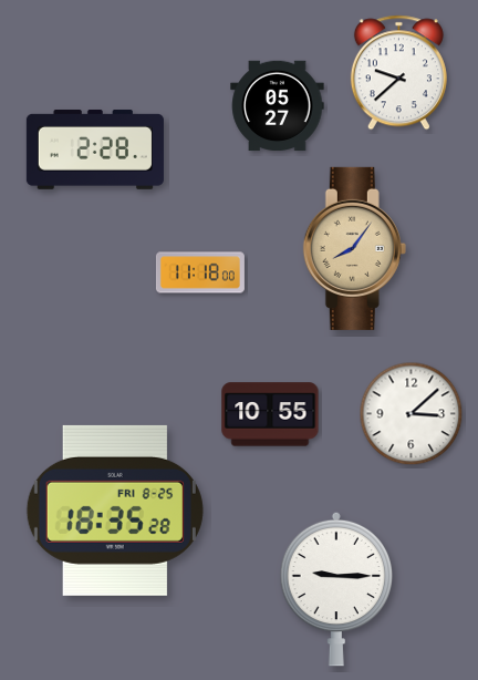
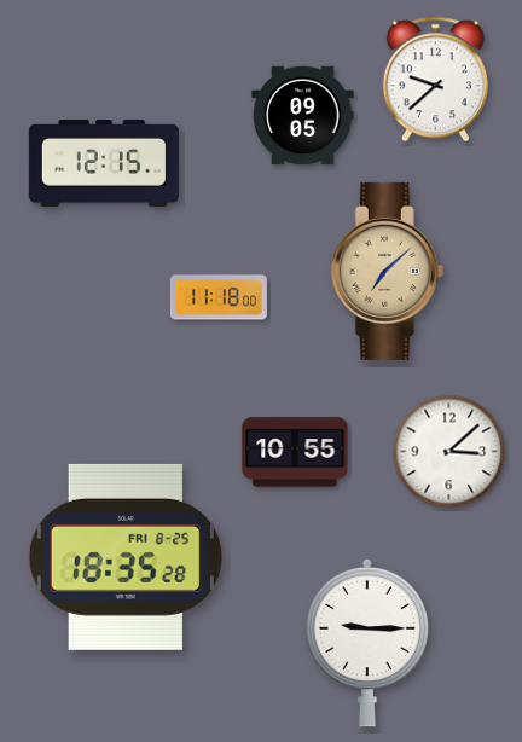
clock at (278, 106): 05:27 -> 09:05
clock at (95, 150): 2:28 -> 12:15
clock at (354, 248): 8:06 -> 7:08
